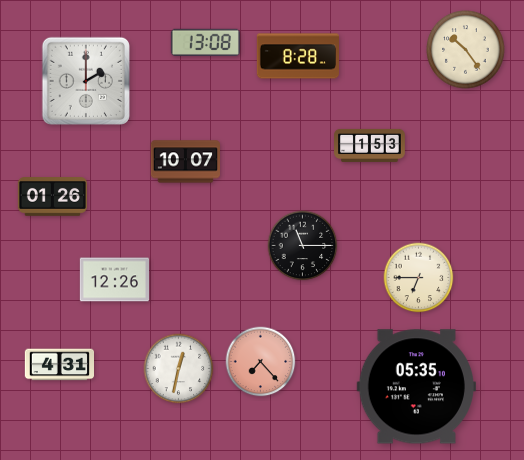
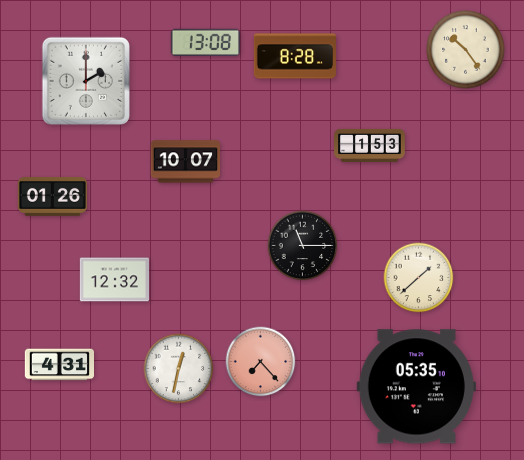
clock at (298, 56) position: (298, 56) -> (295, 56)
clock at (419, 278): 6:45 -> 1:38
clock at (114, 280): 12:26 -> 12:32
